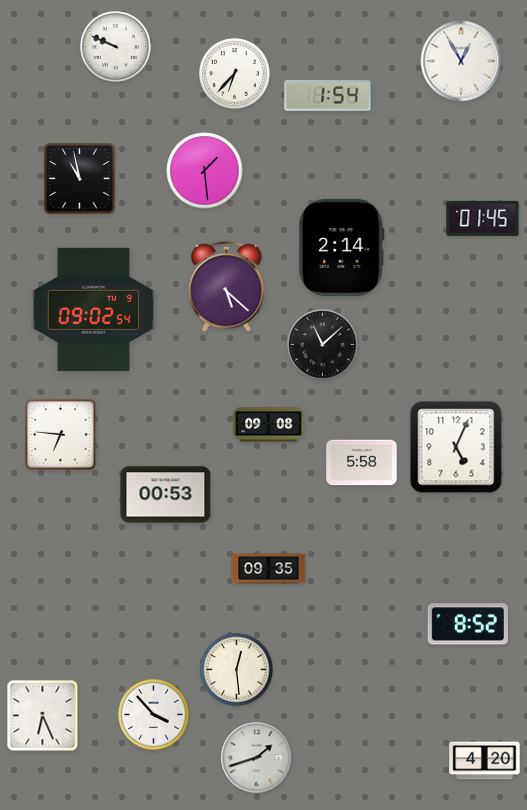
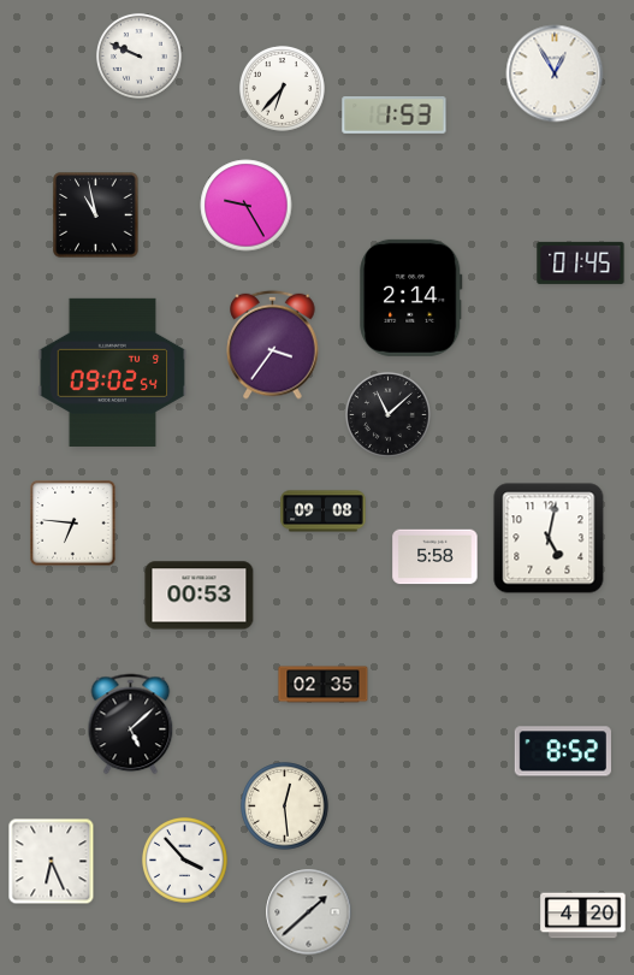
clock at (328, 96): 1:54 -> 1:53
clock at (205, 171): 1:29 -> 9:25
clock at (227, 286): 5:22 -> 3:36
clock at (456, 447): 5:04 -> 5:02
clock at (269, 569): 09:35 -> 02:35
clock at (131, 725): none -> 5:08
clock at (257, 758): 1:42 -> 1:38
